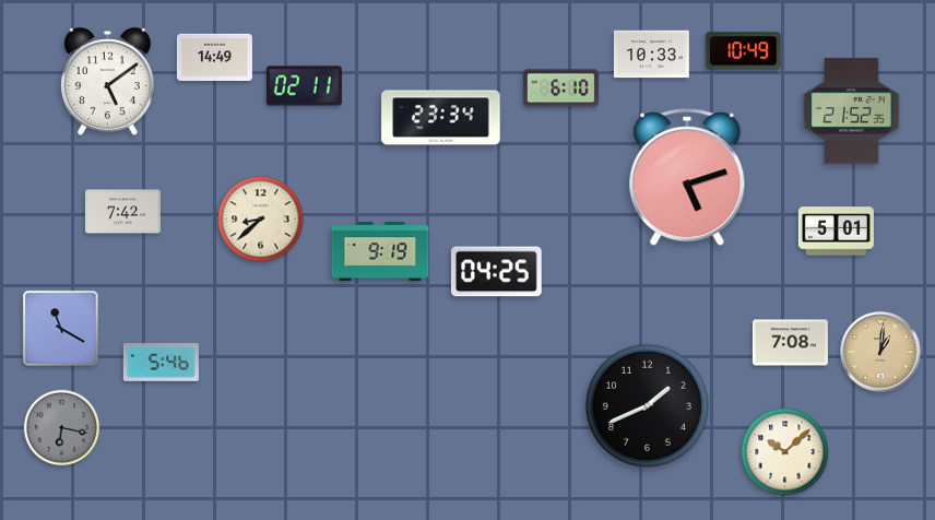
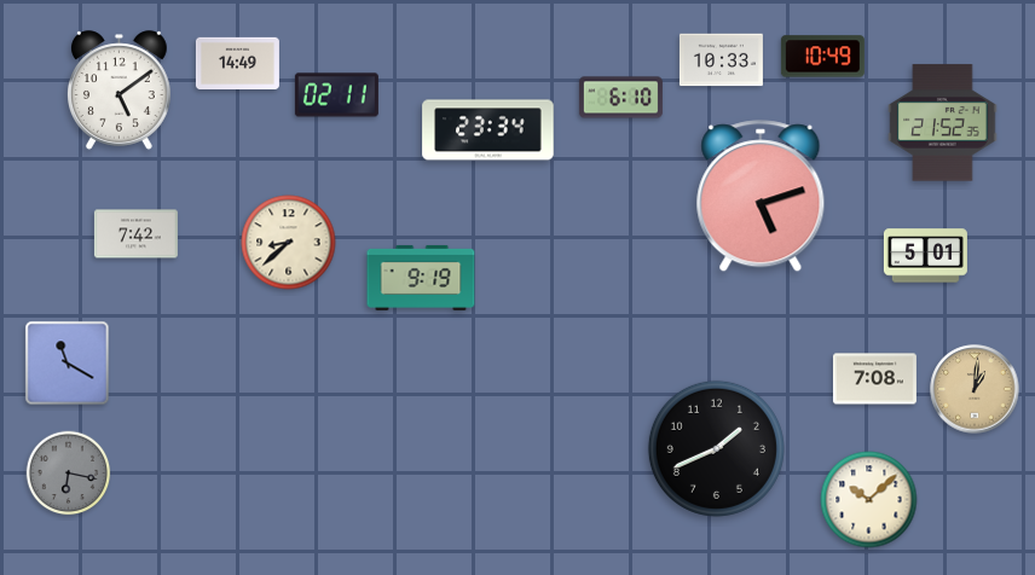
clock at (496, 272): 04:25 -> none
clock at (161, 363): 5:46 -> none
